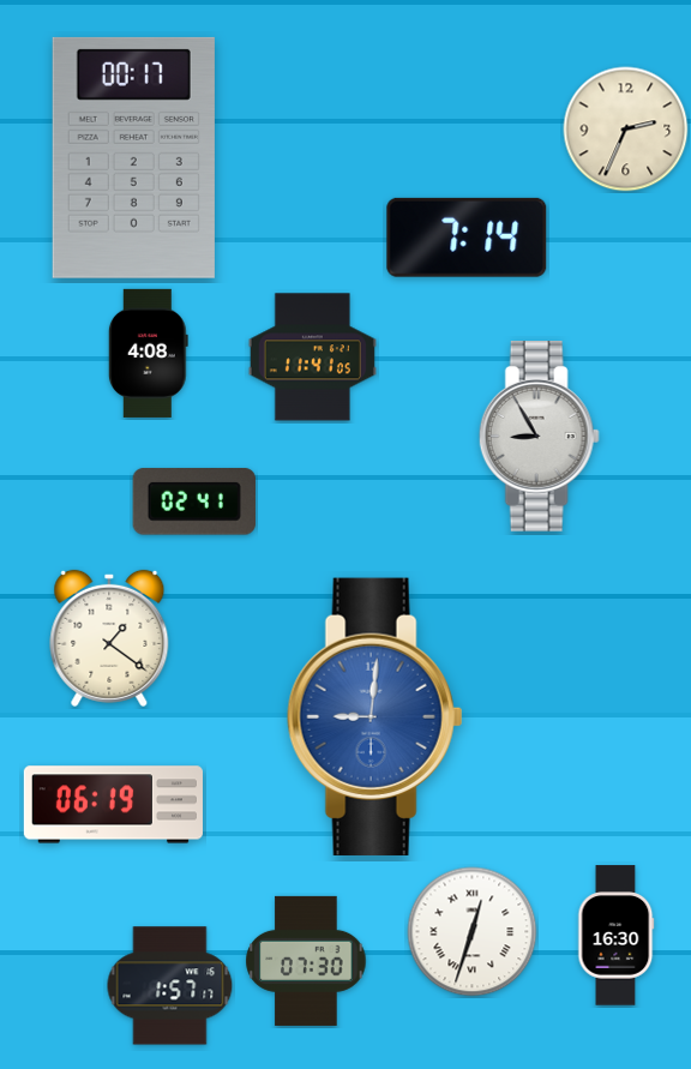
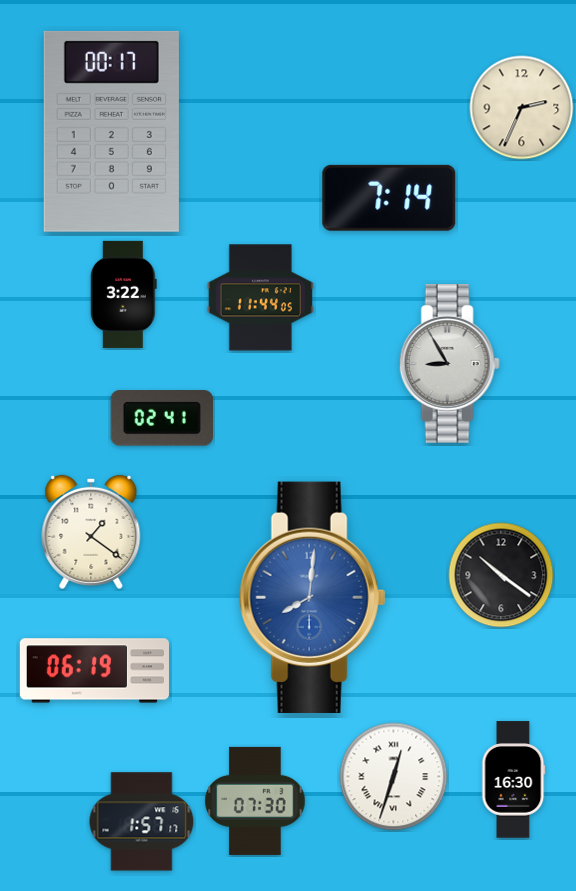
clock at (148, 353): 4:08 -> 3:22
clock at (312, 358): 11:41 -> 11:44
clock at (501, 575): none -> 10:21
clock at (375, 716): 9:01 -> 8:01
